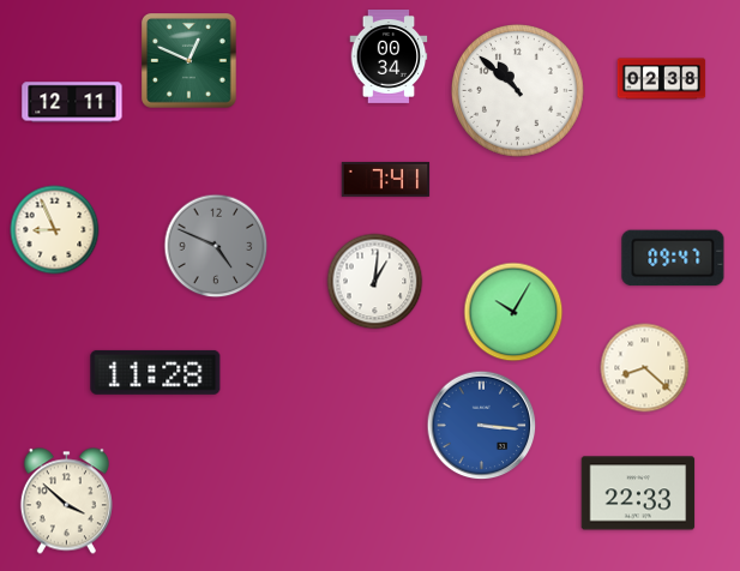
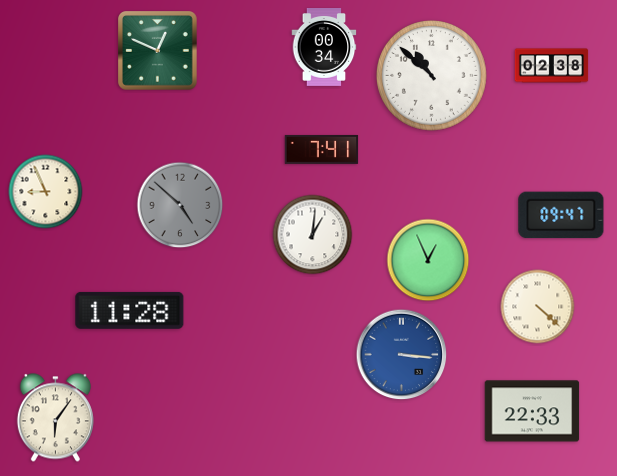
clock at (72, 102): 12:11 -> none
clock at (216, 246): 4:49 -> 4:52
clock at (513, 312): 10:05 -> 12:56
clock at (645, 368): 8:22 -> 4:22
clock at (66, 501): 3:52 -> 6:06
